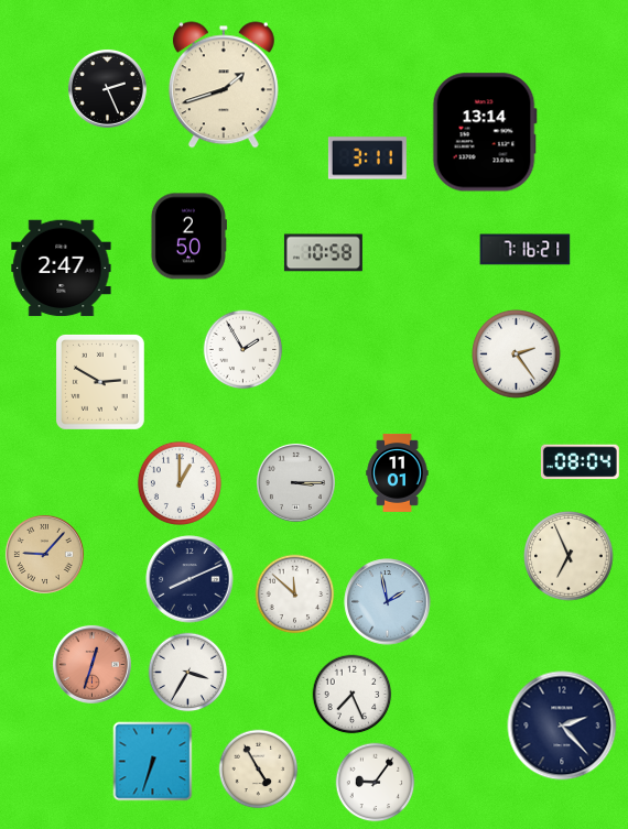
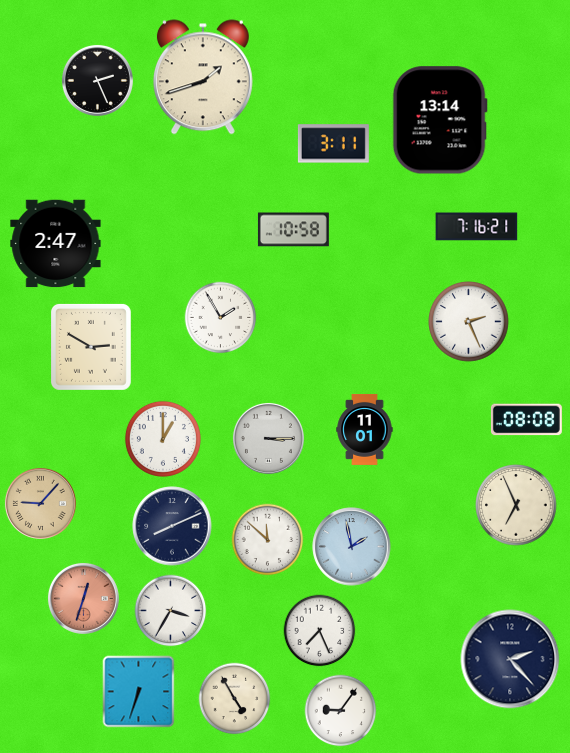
clock at (188, 237): 2:50 -> none
clock at (517, 354): 2:24 -> 2:26
clock at (580, 462): 08:04 -> 08:08
clock at (398, 472) position: (398, 472) -> (365, 429)
clock at (91, 664) position: (91, 664) -> (83, 598)
